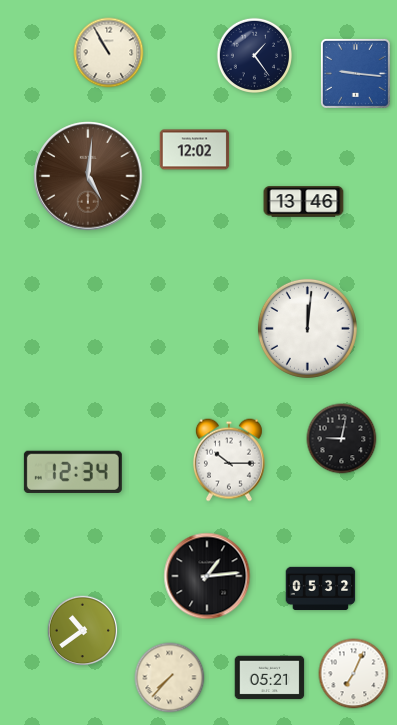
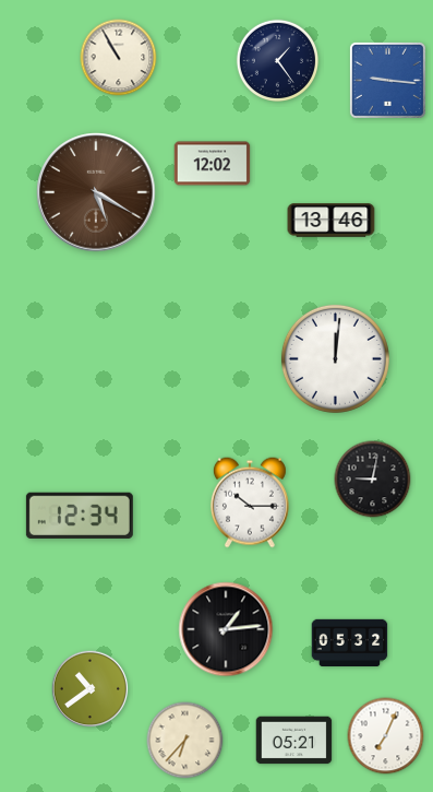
clock at (88, 176): 5:01 -> 5:20
clock at (170, 678): 7:37 -> 6:37
